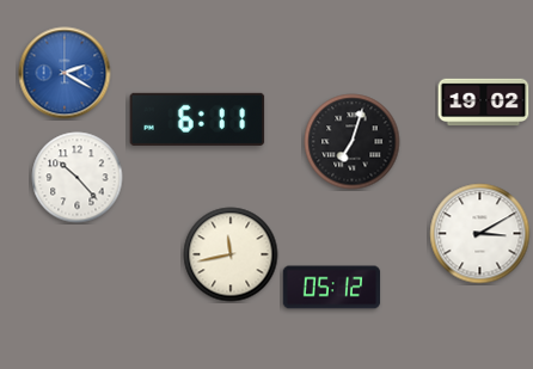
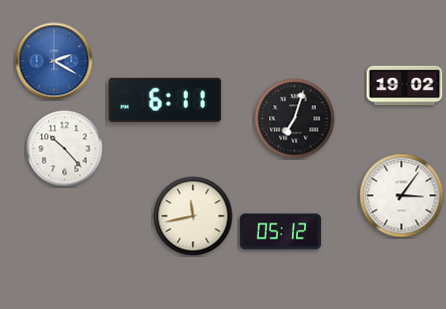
clock at (480, 234): 3:10 -> 3:06
clock at (231, 254) position: (231, 254) -> (193, 216)
clock at (332, 288) position: (332, 288) -> (281, 232)
